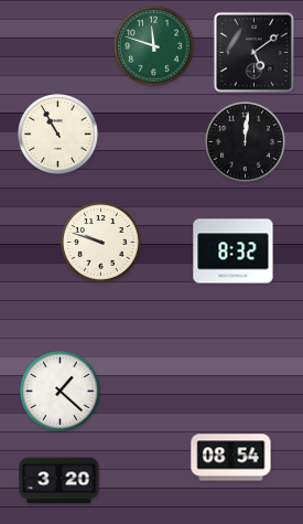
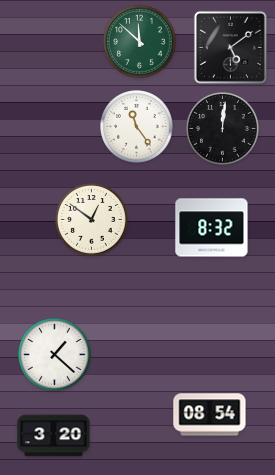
clock at (154, 46): 11:48 -> 11:52
clock at (58, 135): 10:55 -> none
clock at (137, 127): none -> 11:24
clock at (101, 243): 9:48 -> 12:51
